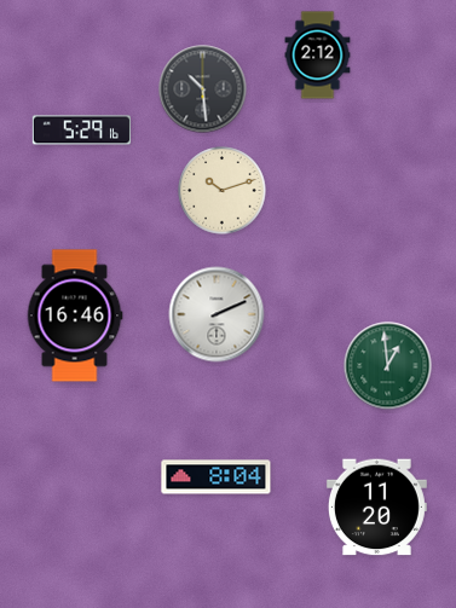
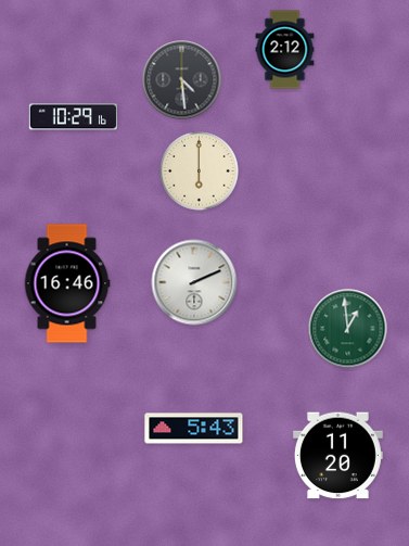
clock at (203, 89): 10:29 -> 4:29
clock at (81, 131): 5:29 -> 10:29
clock at (223, 191): 10:12 -> 6:00
clock at (217, 477): 8:04 -> 5:43
